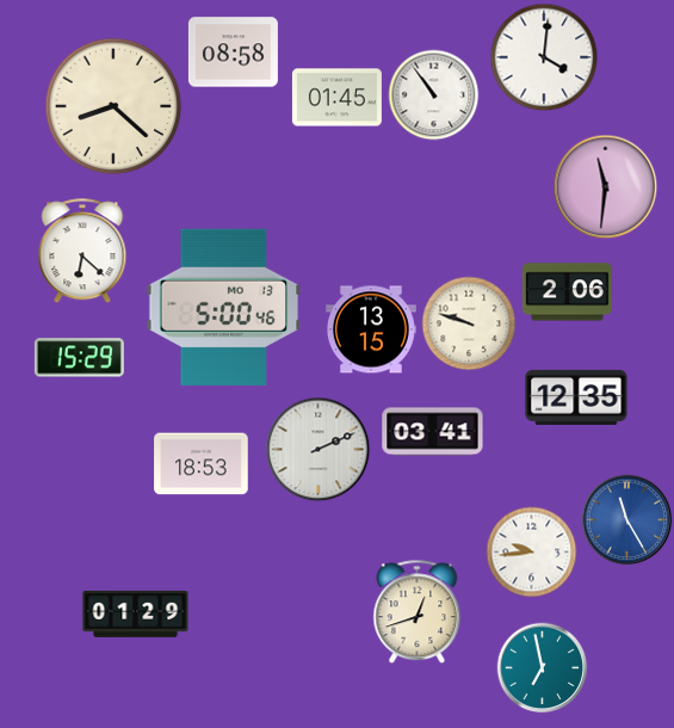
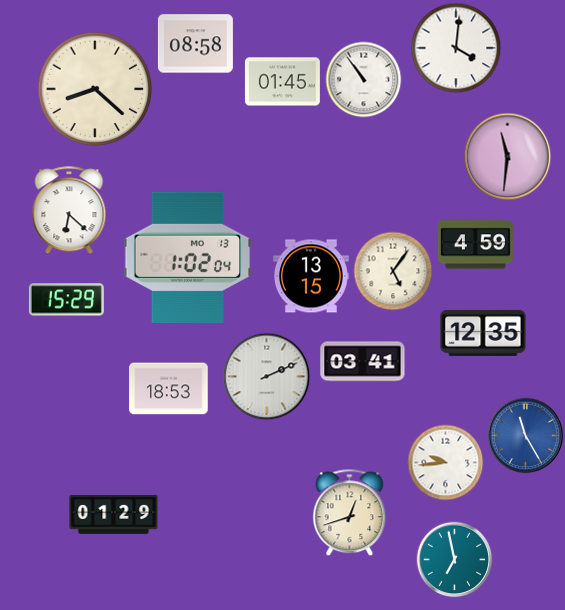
clock at (567, 292): 2:06 -> 4:59
clock at (224, 307): 5:00 -> 1:02
clock at (469, 323): 9:48 -> 5:06
